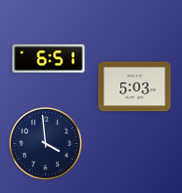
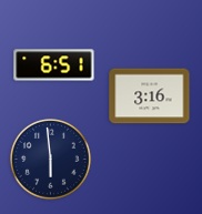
clock at (135, 87): 5:03 -> 3:16
clock at (46, 144): 3:59 -> 5:59
